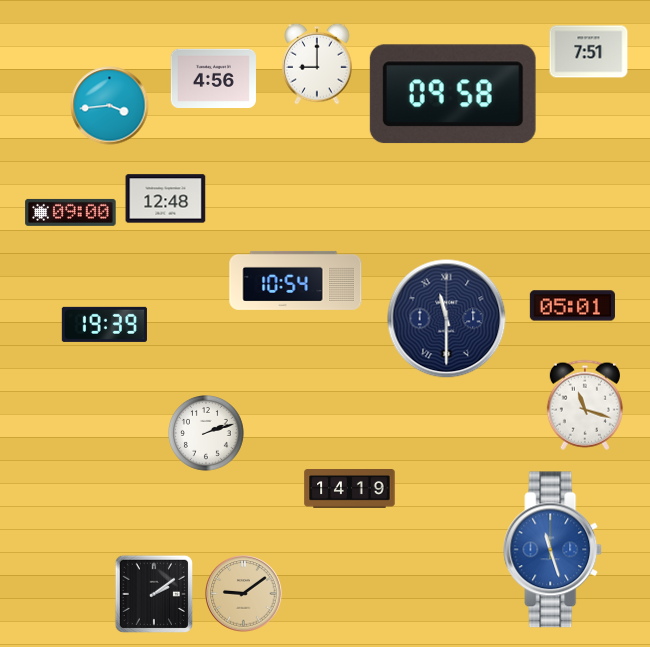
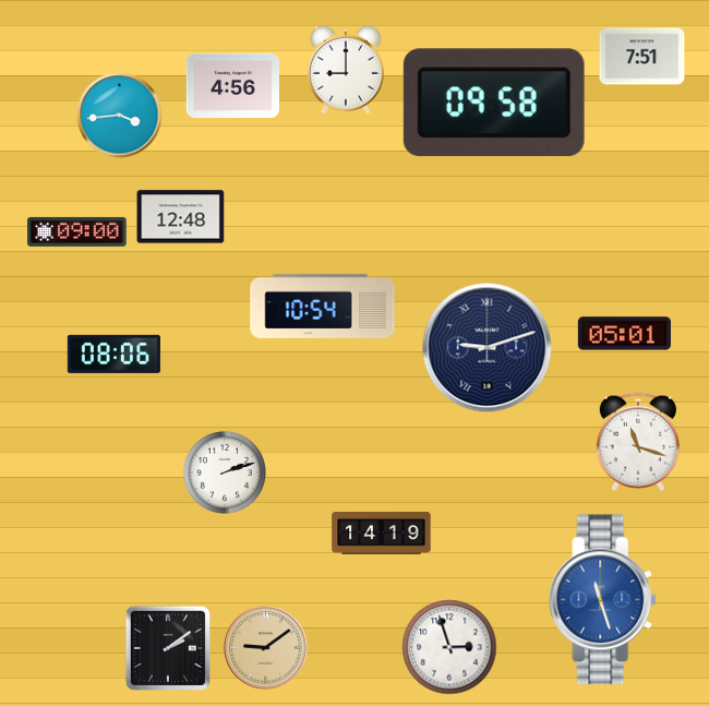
clock at (447, 319): 11:30 -> 9:12
clock at (104, 324): 19:39 -> 08:06
clock at (449, 647): none -> 2:57
